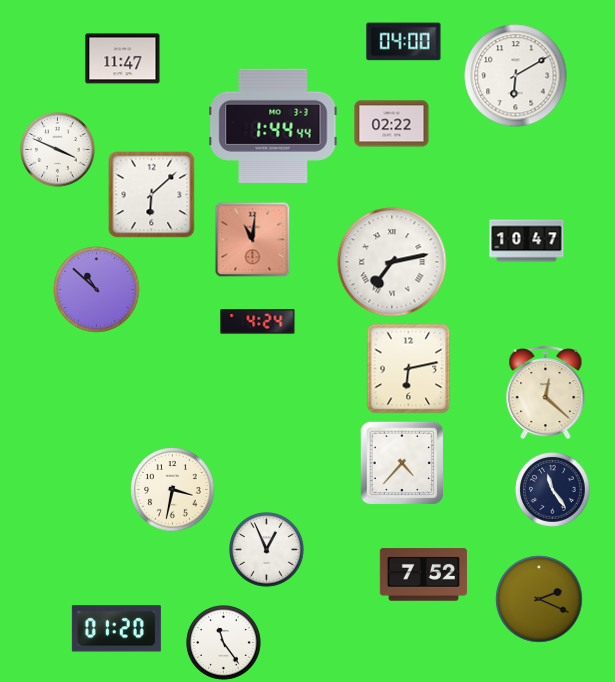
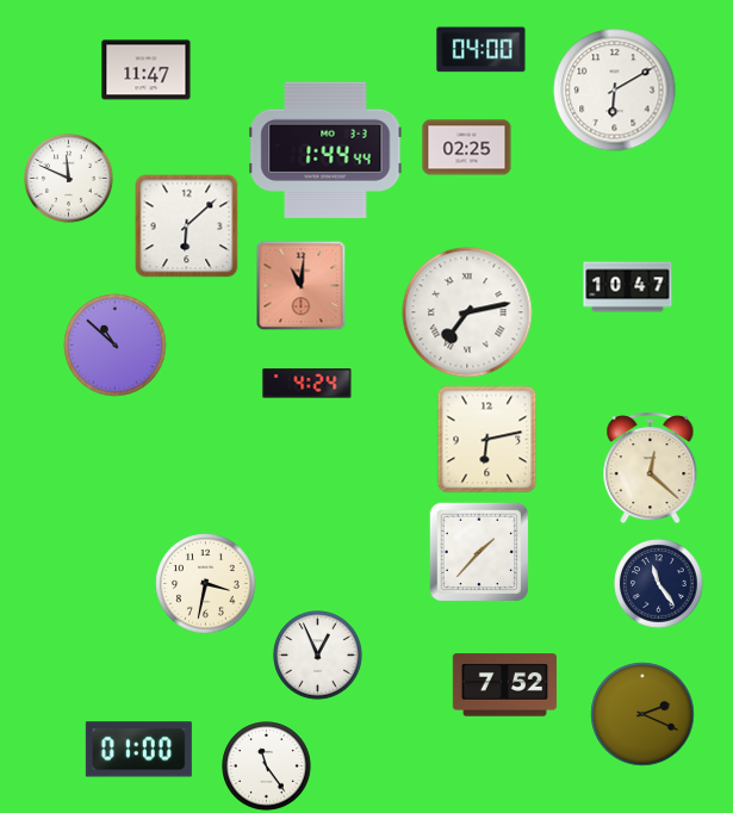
clock at (392, 124): 02:22 -> 02:25
clock at (58, 150): 3:49 -> 11:49
clock at (152, 195) position: (152, 195) -> (187, 226)
clock at (402, 463): 4:37 -> 1:37
clock at (116, 629): 01:20 -> 01:00
